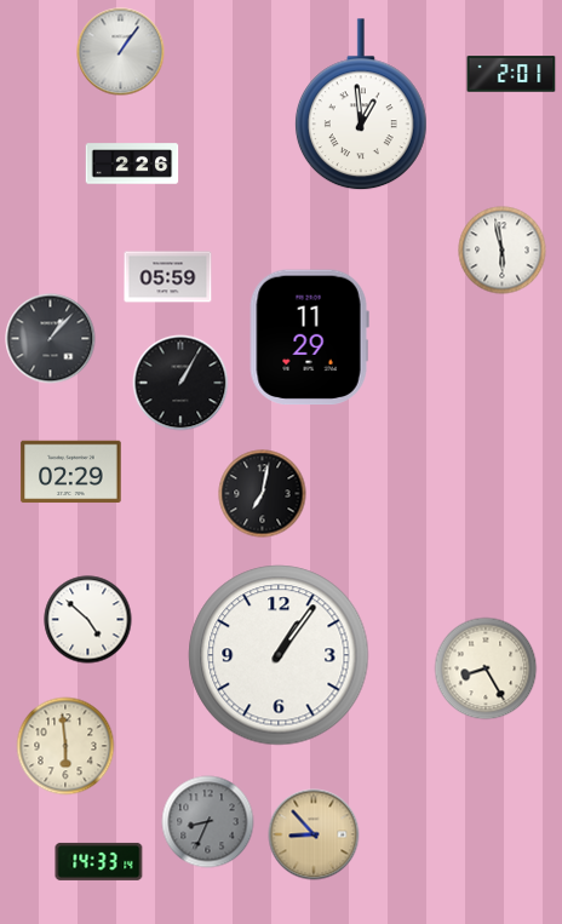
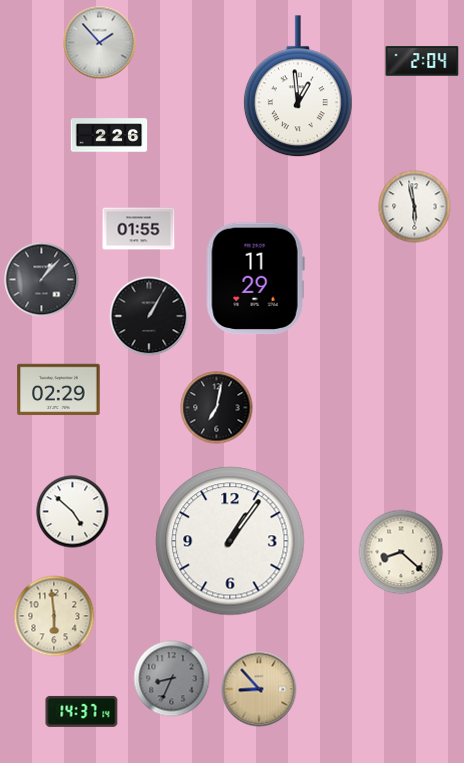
clock at (121, 52): 1:06 -> 1:53
clock at (511, 74): 2:01 -> 2:04
clock at (168, 277): 05:59 -> 01:55
clock at (486, 668): 8:25 -> 8:22
clock at (99, 861): 14:33 -> 14:37
